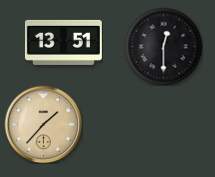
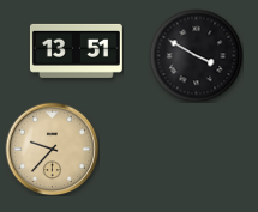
clock at (163, 46): 12:30 -> 3:50
clock at (43, 124): 1:37 -> 9:37
